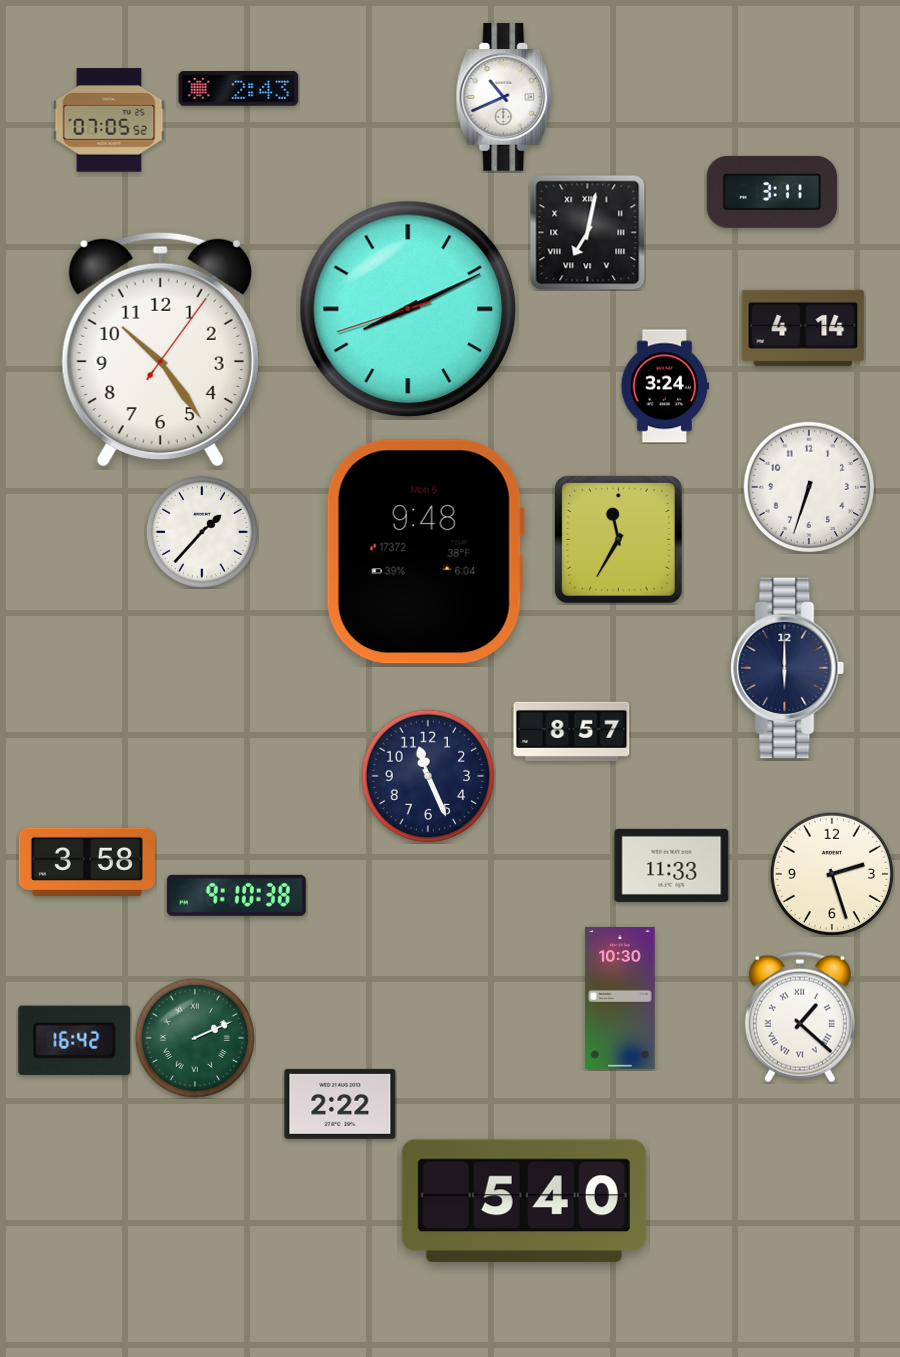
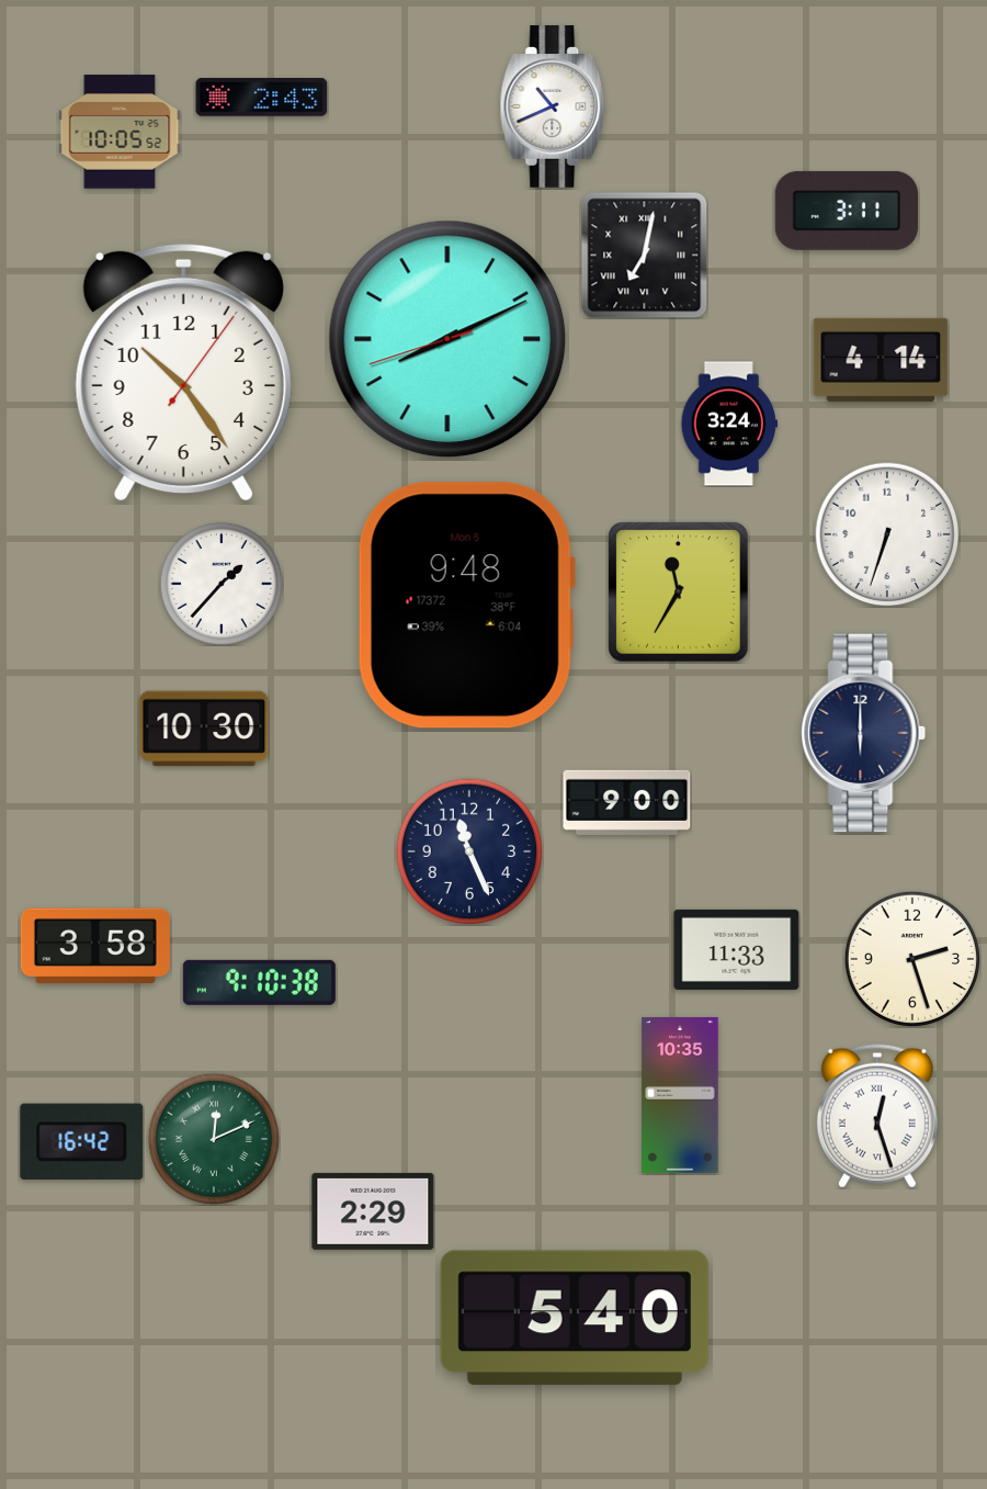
clock at (109, 120): 07:05 -> 10:05
clock at (160, 349) position: (160, 349) -> (183, 372)
clock at (204, 729): none -> 10:30
clock at (572, 731): 8:57 -> 9:00
clock at (620, 998): 10:30 -> 10:35
clock at (800, 1017): 1:22 -> 12:27
clock at (195, 1038): 2:11 -> 12:11
clock at (340, 1104): 2:22 -> 2:29
